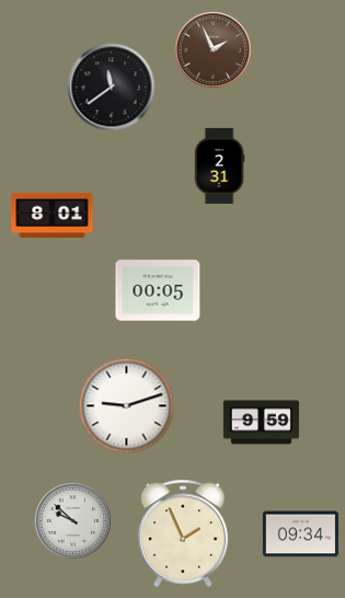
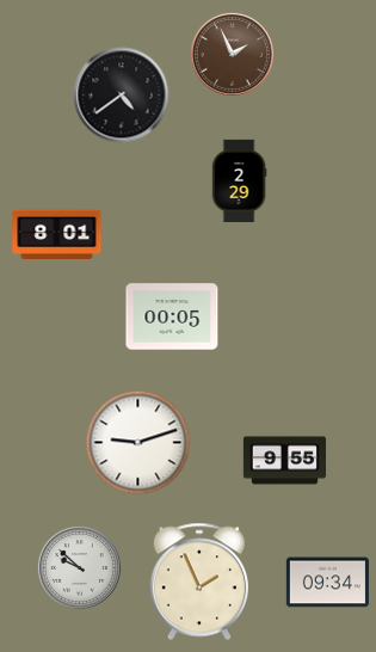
clock at (112, 88): 11:39 -> 4:39
clock at (219, 165): 2:31 -> 2:29
clock at (261, 423): 9:59 -> 9:55
